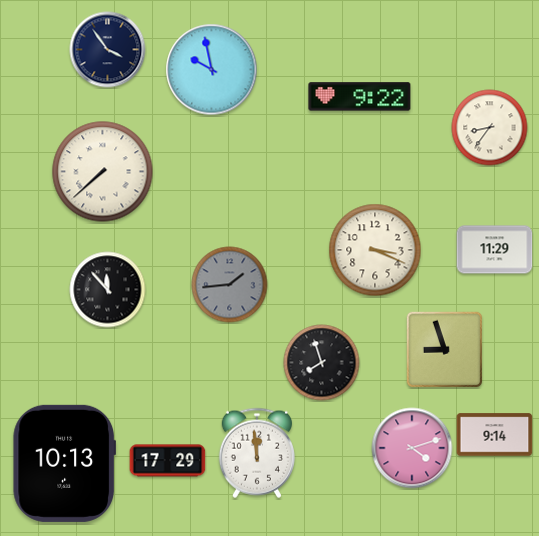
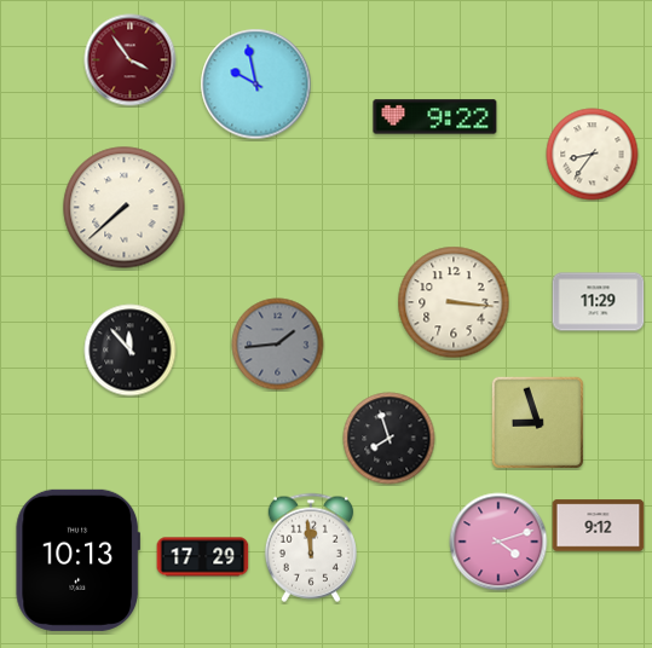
clock at (108, 50) dial: navy -> burgundy
clock at (375, 250): 3:19 -> 3:16
clock at (495, 435): 9:14 -> 9:12
